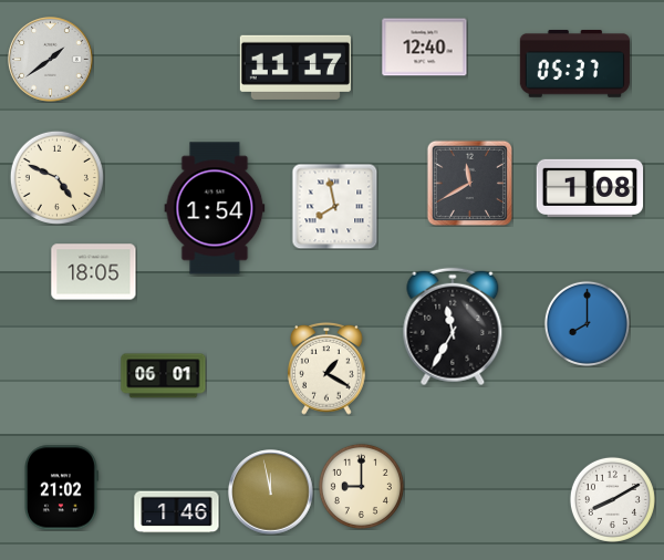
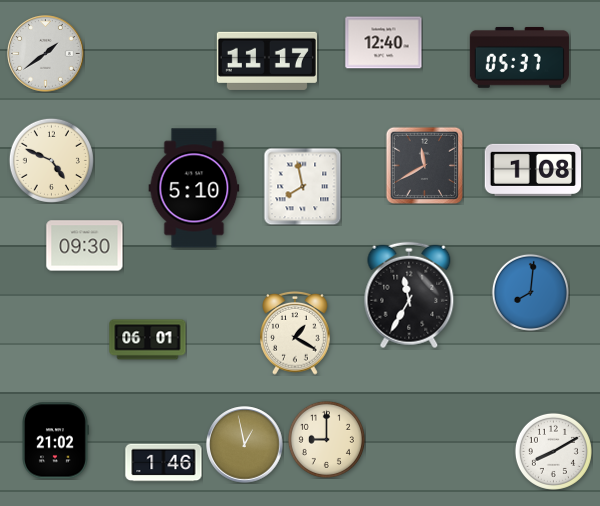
clock at (215, 208): 1:54 -> 5:10
clock at (94, 272): 18:05 -> 09:30
clock at (587, 323): 8:00 -> 8:01
clock at (271, 492): 11:58 -> 12:58
clock at (177, 512) position: (177, 512) -> (164, 463)
